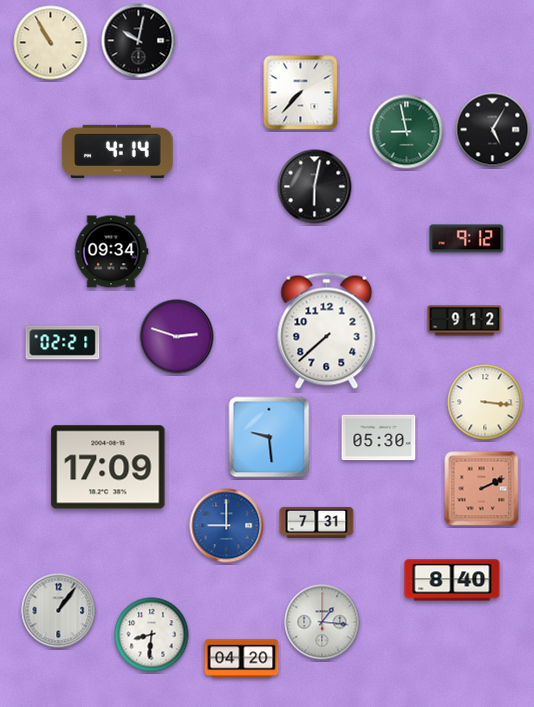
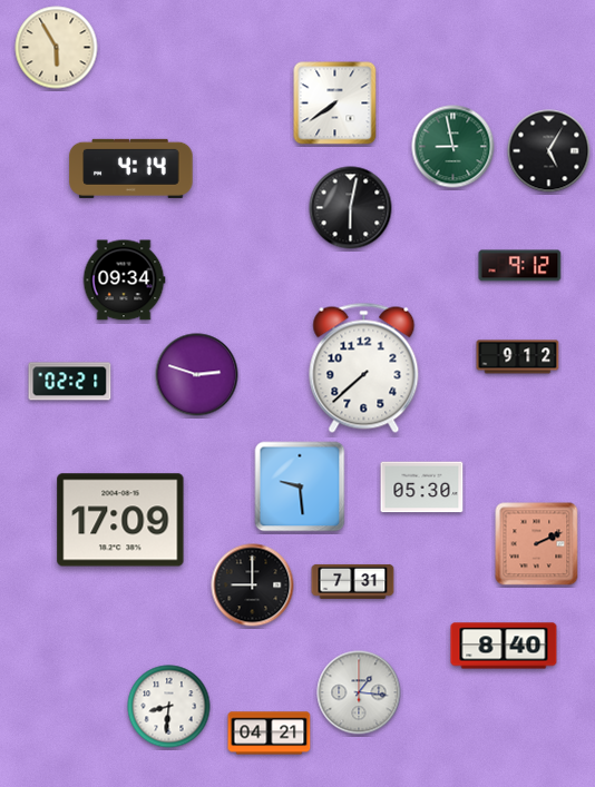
clock at (139, 41): 10:02 -> none
clock at (51, 43): 10:55 -> 5:55
clock at (301, 93): 7:37 -> 7:39
clock at (493, 130) position: (493, 130) -> (549, 151)
clock at (485, 402): 3:16 -> none
clock at (227, 526) dial: blue -> black
clock at (59, 611): 1:06 -> none
clock at (242, 659): 04:20 -> 04:21
